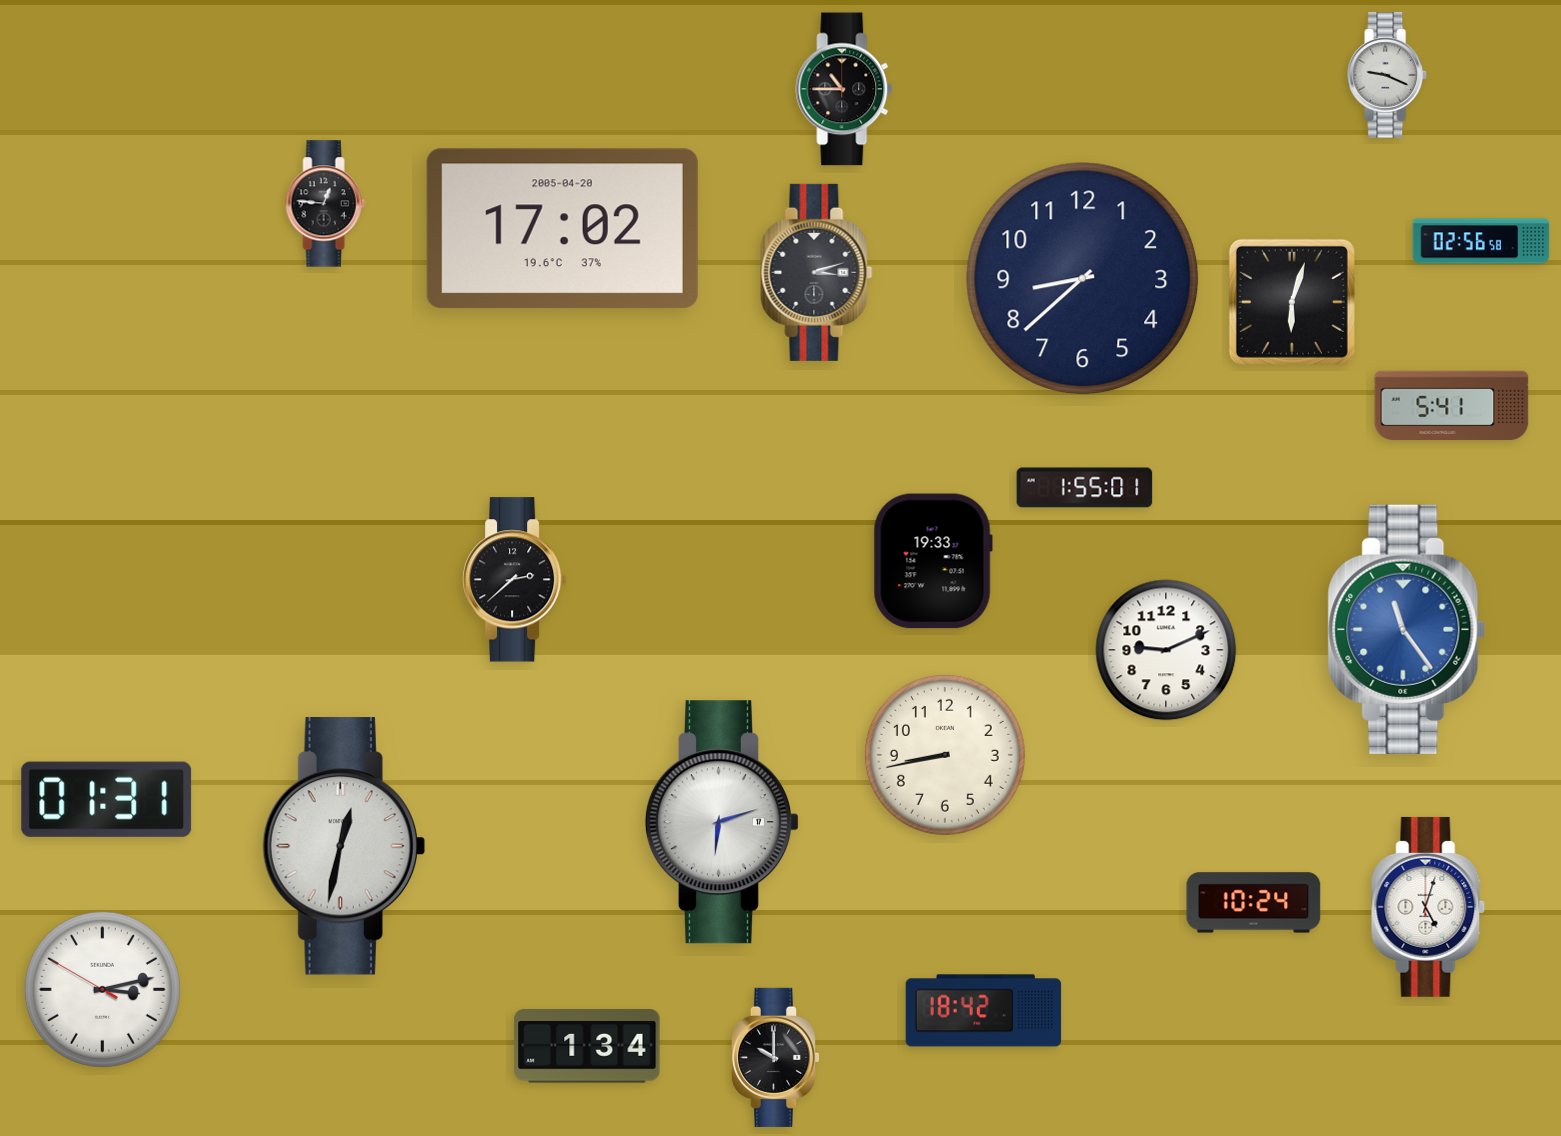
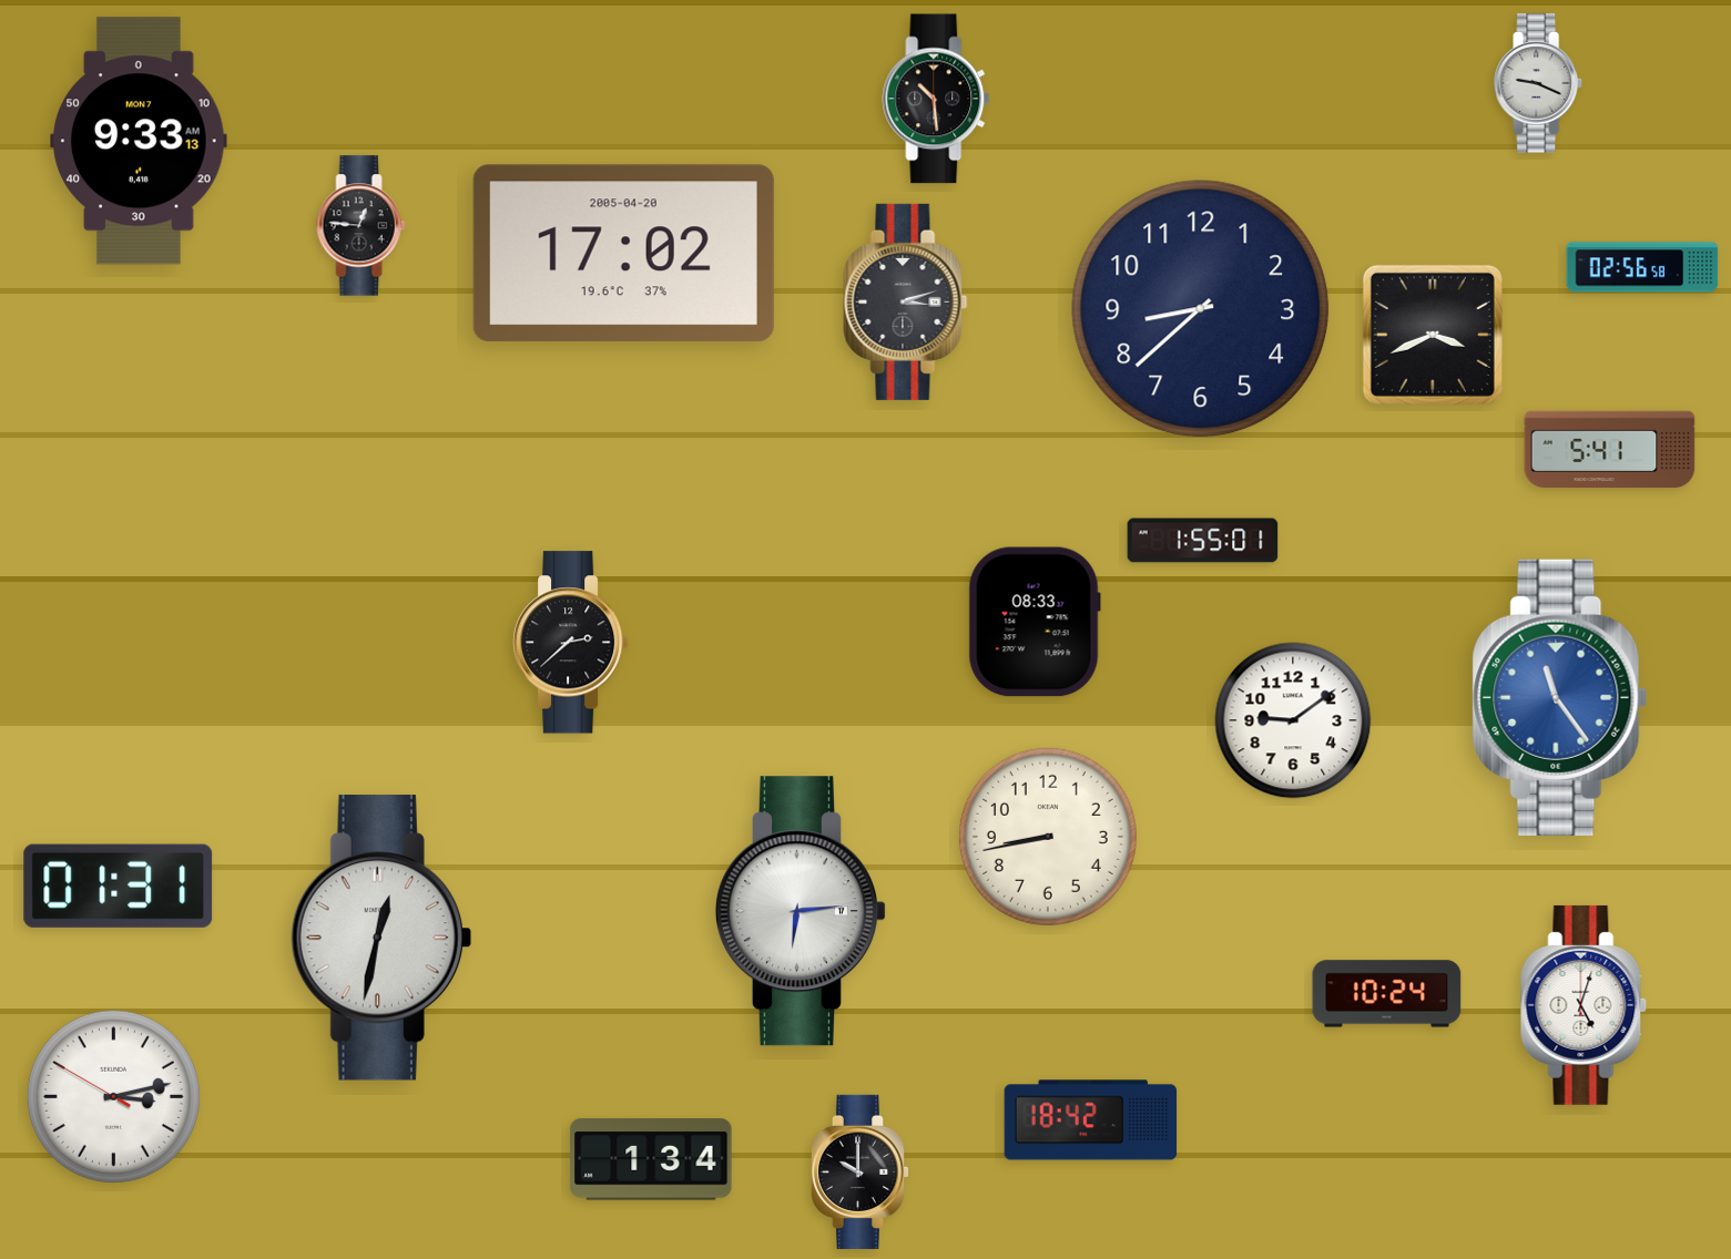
clock at (844, 89): 10:45 -> 10:29
clock at (139, 141): none -> 9:33
clock at (1292, 302): 6:03 -> 3:41
clock at (933, 561): 19:33 -> 08:33
clock at (1166, 650): 9:11 -> 9:09
clock at (722, 822): 6:12 -> 6:14
clock at (1254, 903) position: (1254, 903) -> (1387, 994)
